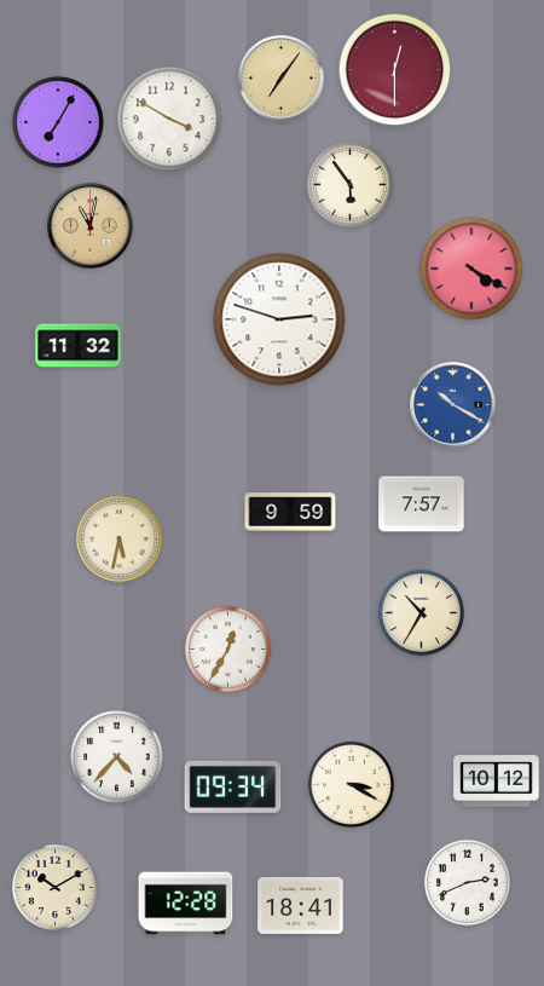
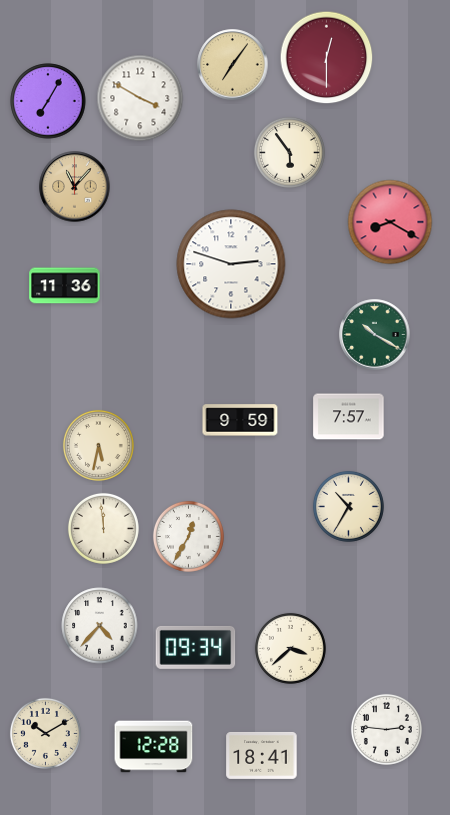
clock at (91, 226): 11:02 -> 11:07
clock at (471, 269): 4:20 -> 8:20
clock at (79, 346): 11:32 -> 11:36
clock at (453, 405) dial: blue -> green
clock at (290, 512) position: (290, 512) -> (240, 420)
clock at (103, 528): none -> 11:59
clock at (117, 757) position: (117, 757) -> (100, 626)
clock at (497, 782): 10:12 -> none
clock at (351, 784): 3:20 -> 3:38
clock at (233, 786) position: (233, 786) -> (196, 647)
clock at (467, 882): 2:41 -> 2:46
clock at (301, 905) position: (301, 905) -> (262, 755)
